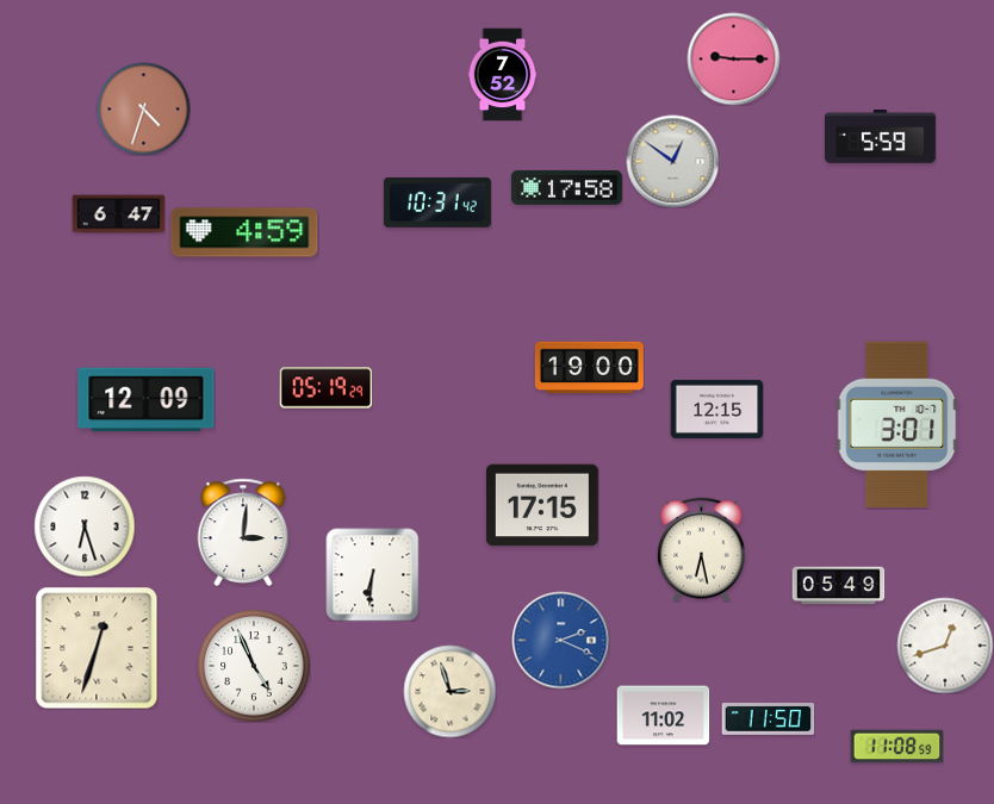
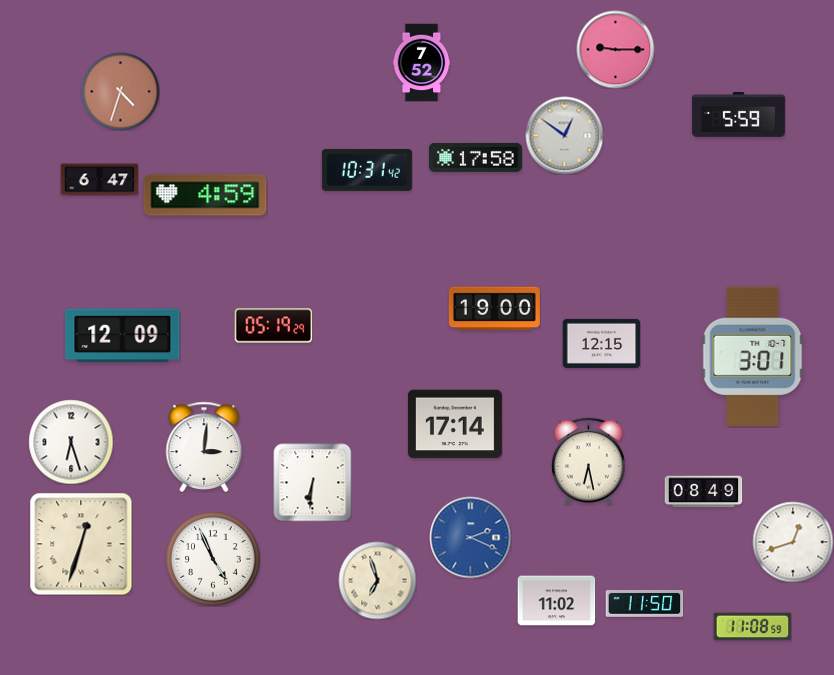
clock at (542, 505): 17:15 -> 17:14
clock at (838, 586): 05:49 -> 08:49
clock at (449, 691): 2:57 -> 6:57
